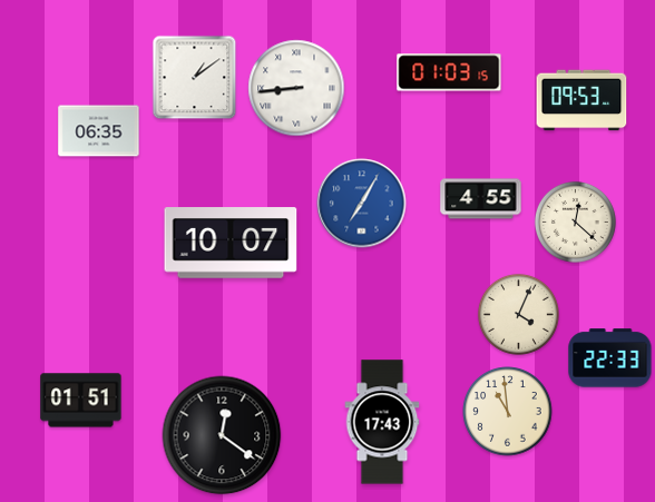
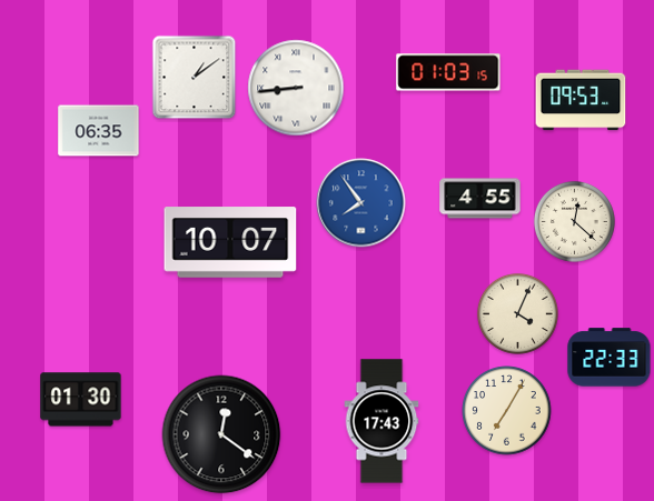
clock at (362, 204): 7:05 -> 7:54
clock at (81, 401): 01:51 -> 01:30
clock at (508, 412): 10:59 -> 7:05
